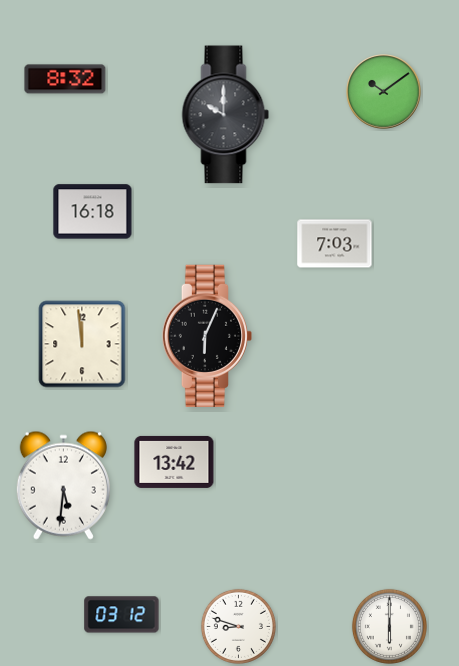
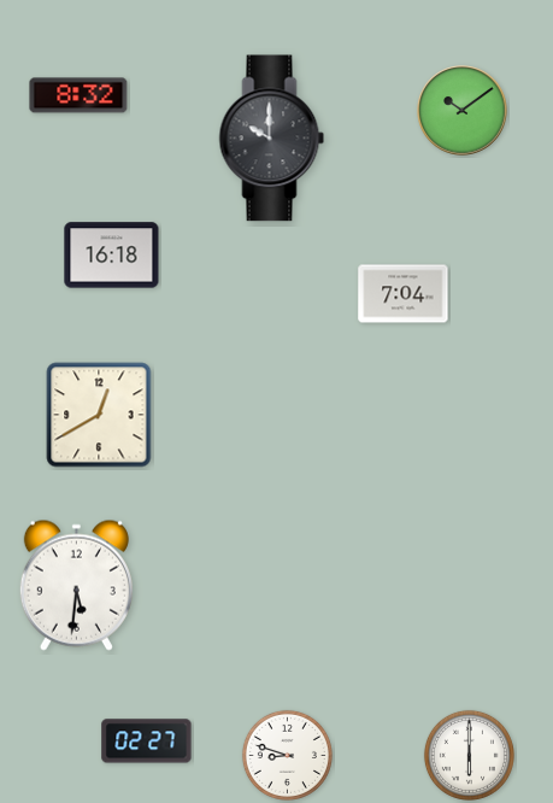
clock at (335, 244): 7:03 -> 7:04
clock at (206, 335): 6:04 -> none
clock at (82, 344): 11:59 -> 12:40
clock at (174, 462): 13:42 -> none
clock at (122, 615): 03:12 -> 02:27
